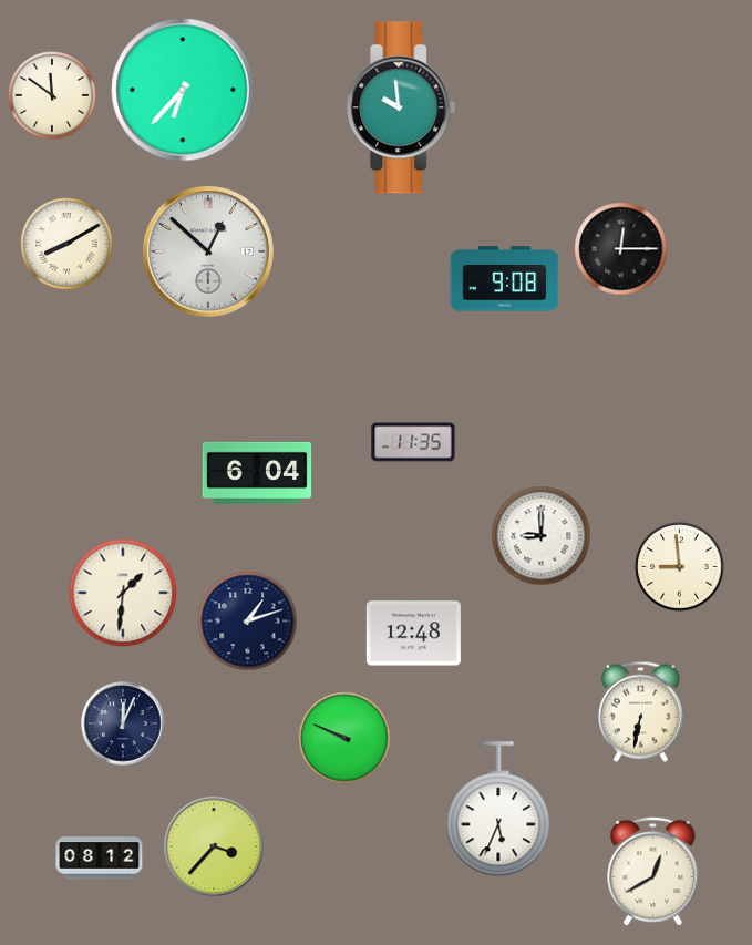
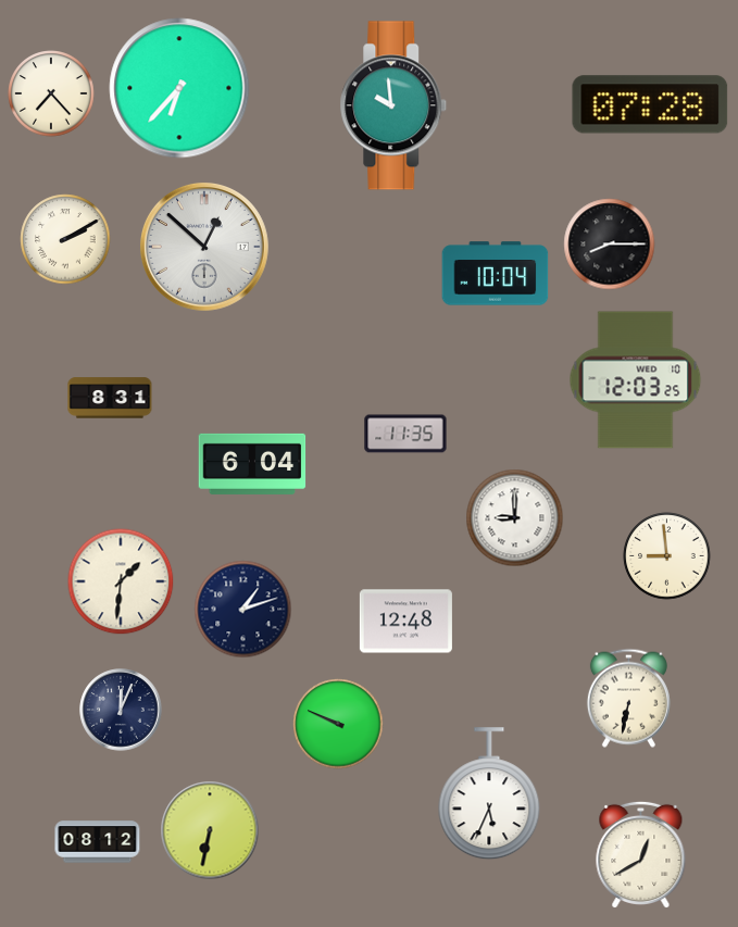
clock at (52, 95): 11:51 -> 7:23
clock at (650, 104): none -> 07:28
clock at (66, 244): 8:10 -> 2:10
clock at (621, 249): 12:15 -> 8:15
clock at (505, 279): 9:08 -> 10:04
clock at (636, 380): none -> 12:03
clock at (110, 398): none -> 8:31
clock at (542, 536) position: (542, 536) -> (515, 518)
clock at (214, 846): 3:37 -> 6:32
